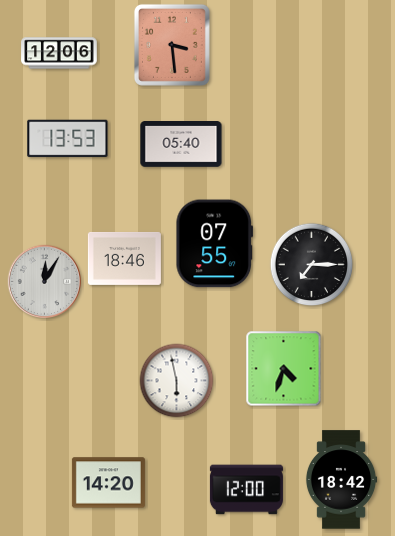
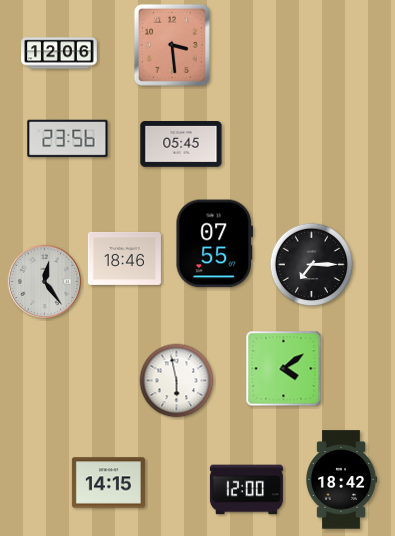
clock at (68, 139): 13:53 -> 23:56
clock at (181, 145): 05:40 -> 05:45
clock at (44, 281): 12:05 -> 12:24
clock at (284, 369): 4:33 -> 4:09
clock at (108, 483): 14:20 -> 14:15
